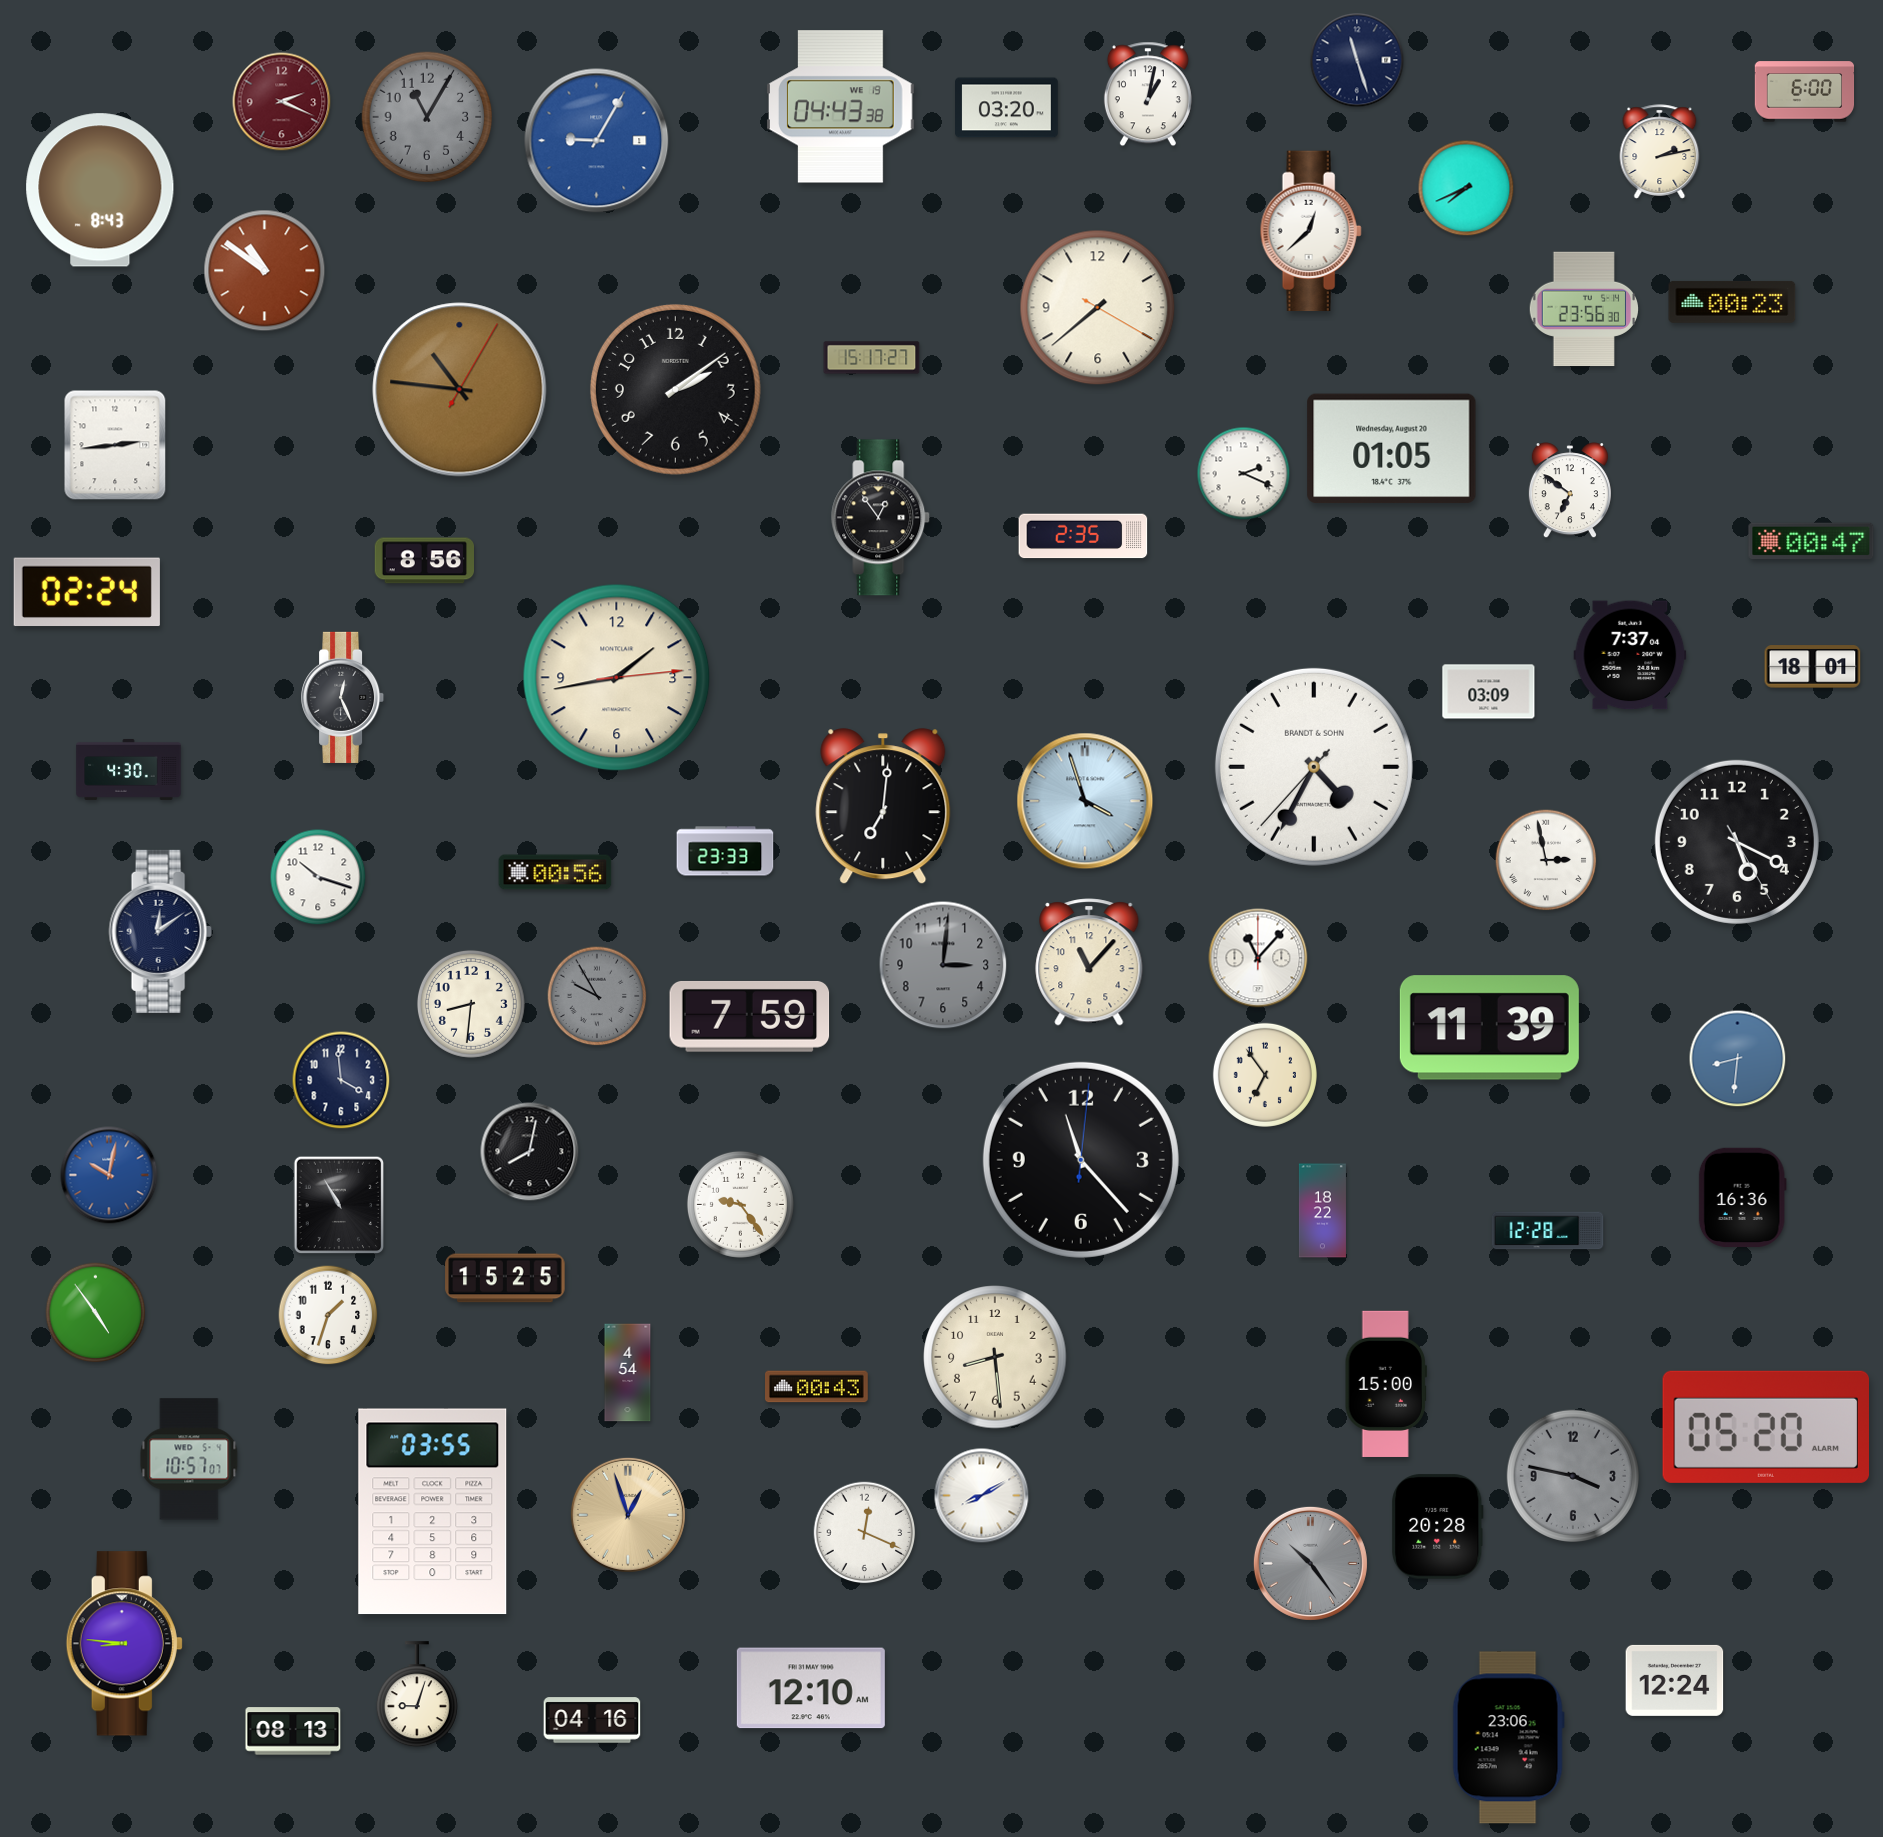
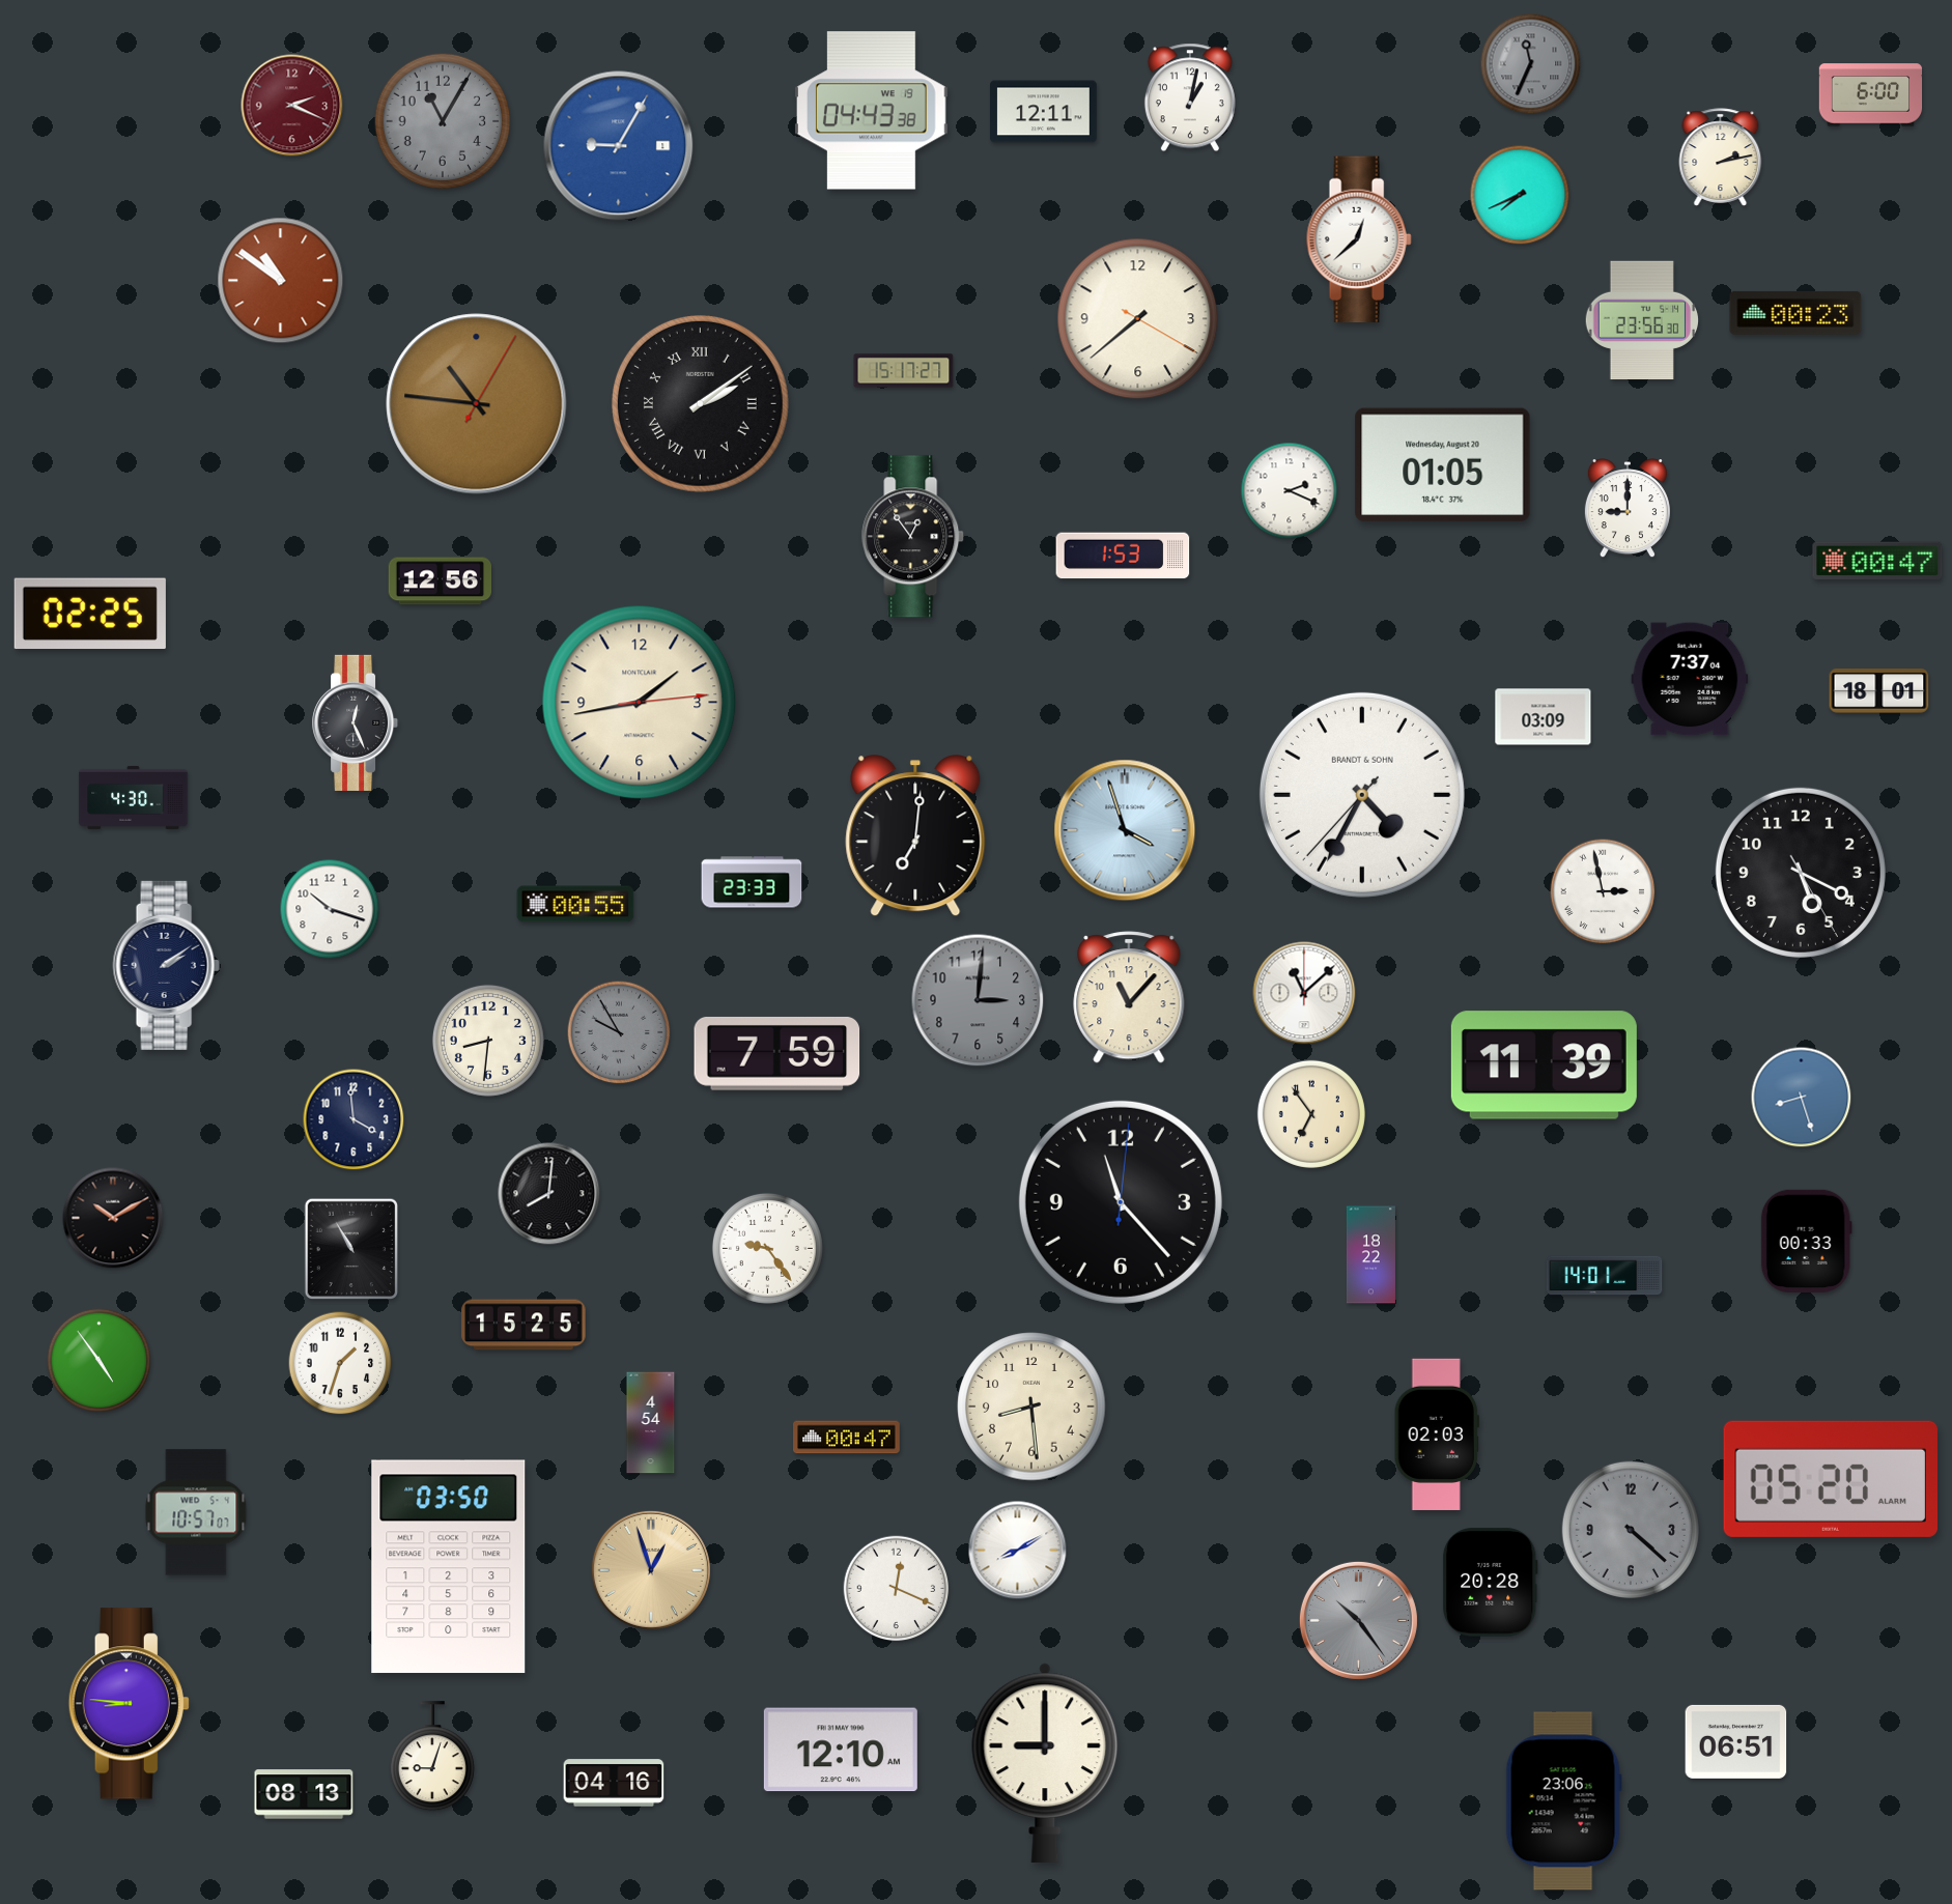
clock at (1357, 60): 11:27 -> none
clock at (1531, 64): none -> 11:34
clock at (1007, 108): 03:20 -> 12:11
clock at (100, 190): 8:43 -> none
clock at (265, 271) position: (265, 271) -> (281, 281)
clock at (675, 389) numerals: Arabic -> Roman
clock at (115, 445): 2:44 -> none
clock at (1570, 491): 6:51 -> 9:00
clock at (1083, 536): 2:35 -> 1:53
clock at (424, 561): 8:56 -> 12:56
clock at (87, 592): 02:24 -> 02:25
clock at (555, 872): 00:56 -> 00:55
clock at (160, 931): 12:09 -> 2:09
clock at (1258, 958): 11:07 -> 11:08
clock at (1738, 1059): 8:31 -> 8:27
clock at (530, 1152): 8:02 -> 8:01
clock at (109, 1175): 10:02 -> 10:10
clock at (109, 1175) dial: blue -> black
clock at (1742, 1197): 16:36 -> 00:33
clock at (1548, 1231): 12:28 -> 14:01
clock at (1386, 1384): 15:00 -> 02:03
clock at (817, 1387): 00:43 -> 00:47
clock at (1573, 1476): 3:47 -> 4:22
clock at (433, 1512): 03:55 -> 03:50
clock at (1675, 1680): 12:24 -> 06:51
clock at (1045, 1763): none -> 9:00
